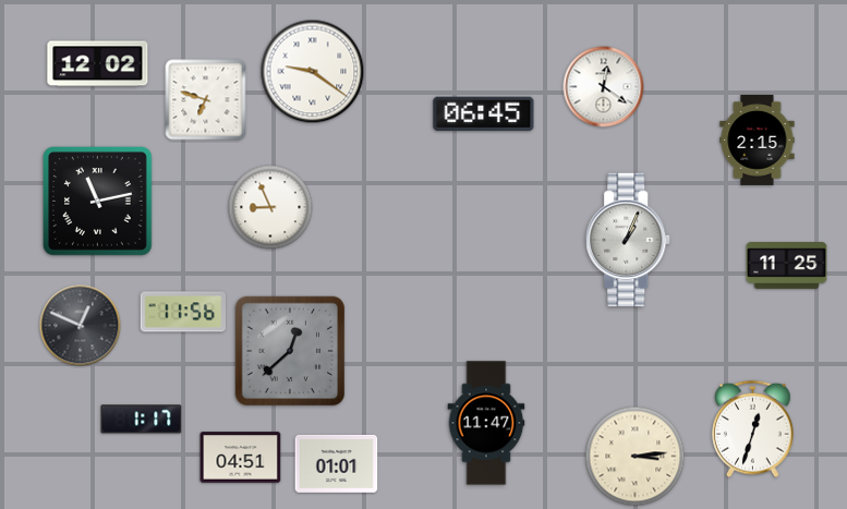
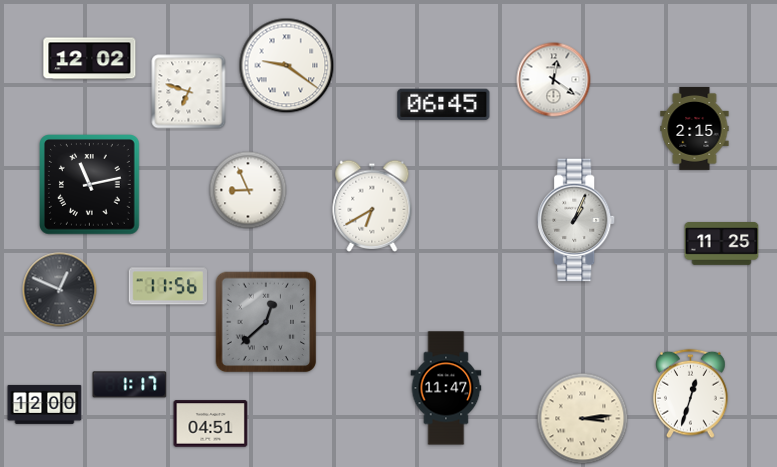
clock at (372, 206): none -> 6:40
clock at (81, 326) position: (81, 326) -> (60, 290)
clock at (45, 404): none -> 12:00
clock at (241, 458) position: (241, 458) -> (211, 424)
clock at (337, 463): 01:01 -> none
